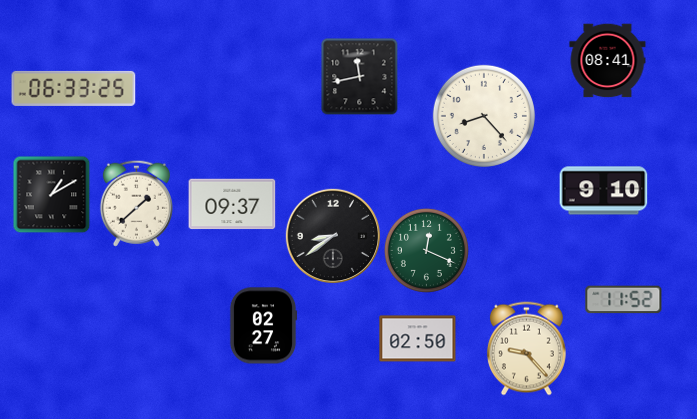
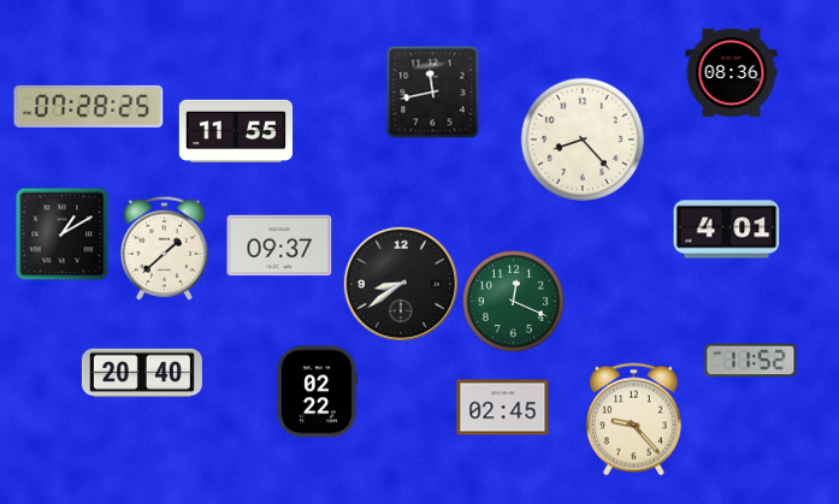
clock at (608, 61): 08:41 -> 08:36
clock at (74, 88): 06:33 -> 07:28
clock at (236, 131): none -> 11:55
clock at (604, 191): 9:10 -> 4:01
clock at (136, 203) position: (136, 203) -> (164, 248)
clock at (142, 373): none -> 20:40
clock at (263, 326): 02:27 -> 02:22
clock at (418, 339): 02:50 -> 02:45
